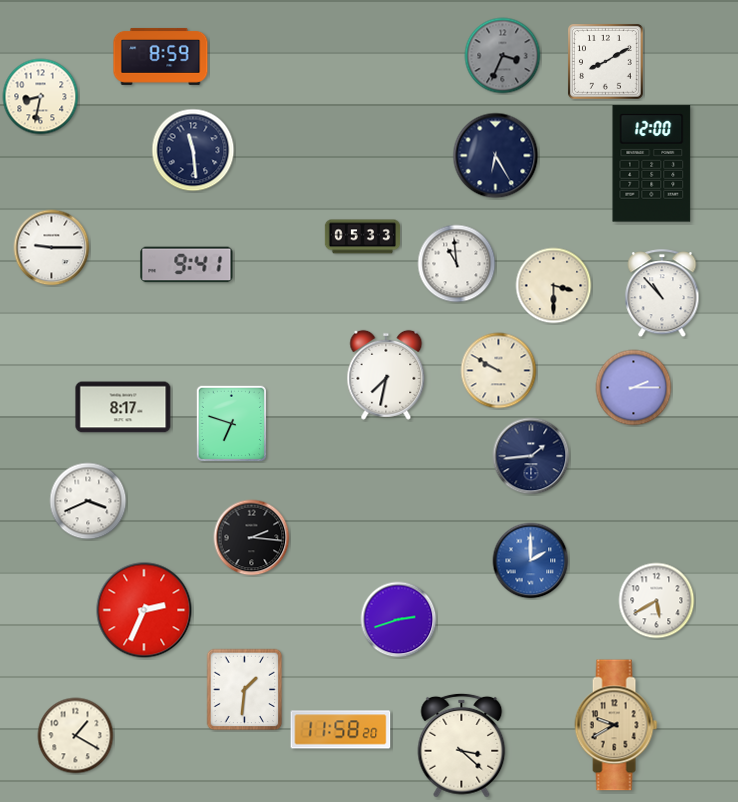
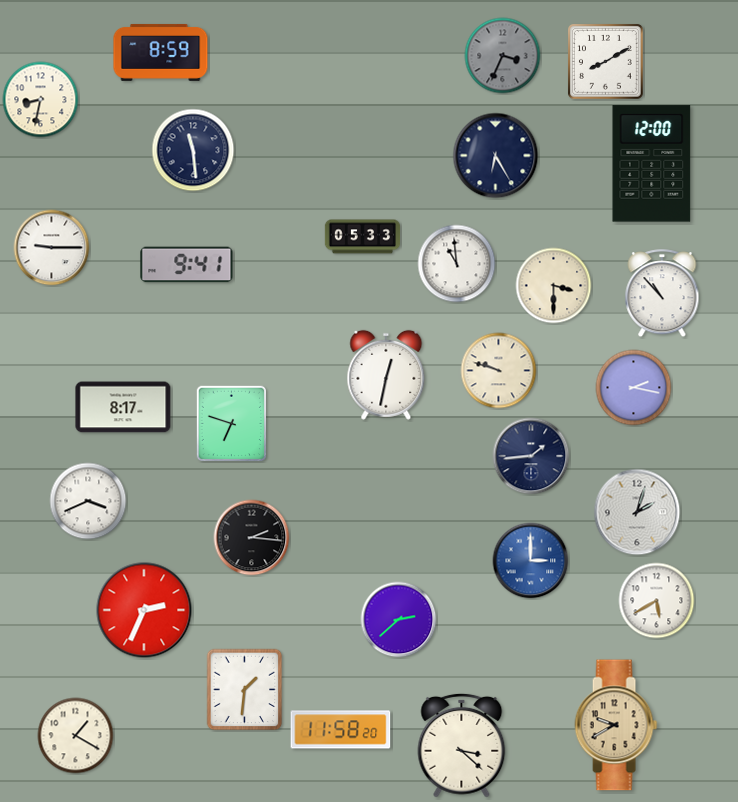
clock at (161, 56) position: (161, 56) -> (161, 52)
clock at (41, 97) position: (41, 97) -> (41, 100)
clock at (499, 371): 9:50 -> 9:48
clock at (386, 375): 7:32 -> 12:32
clock at (634, 388): 2:15 -> 2:17
clock at (637, 512): none -> 2:03
clock at (531, 561): 2:00 -> 3:00
clock at (399, 620): 2:42 -> 2:38
